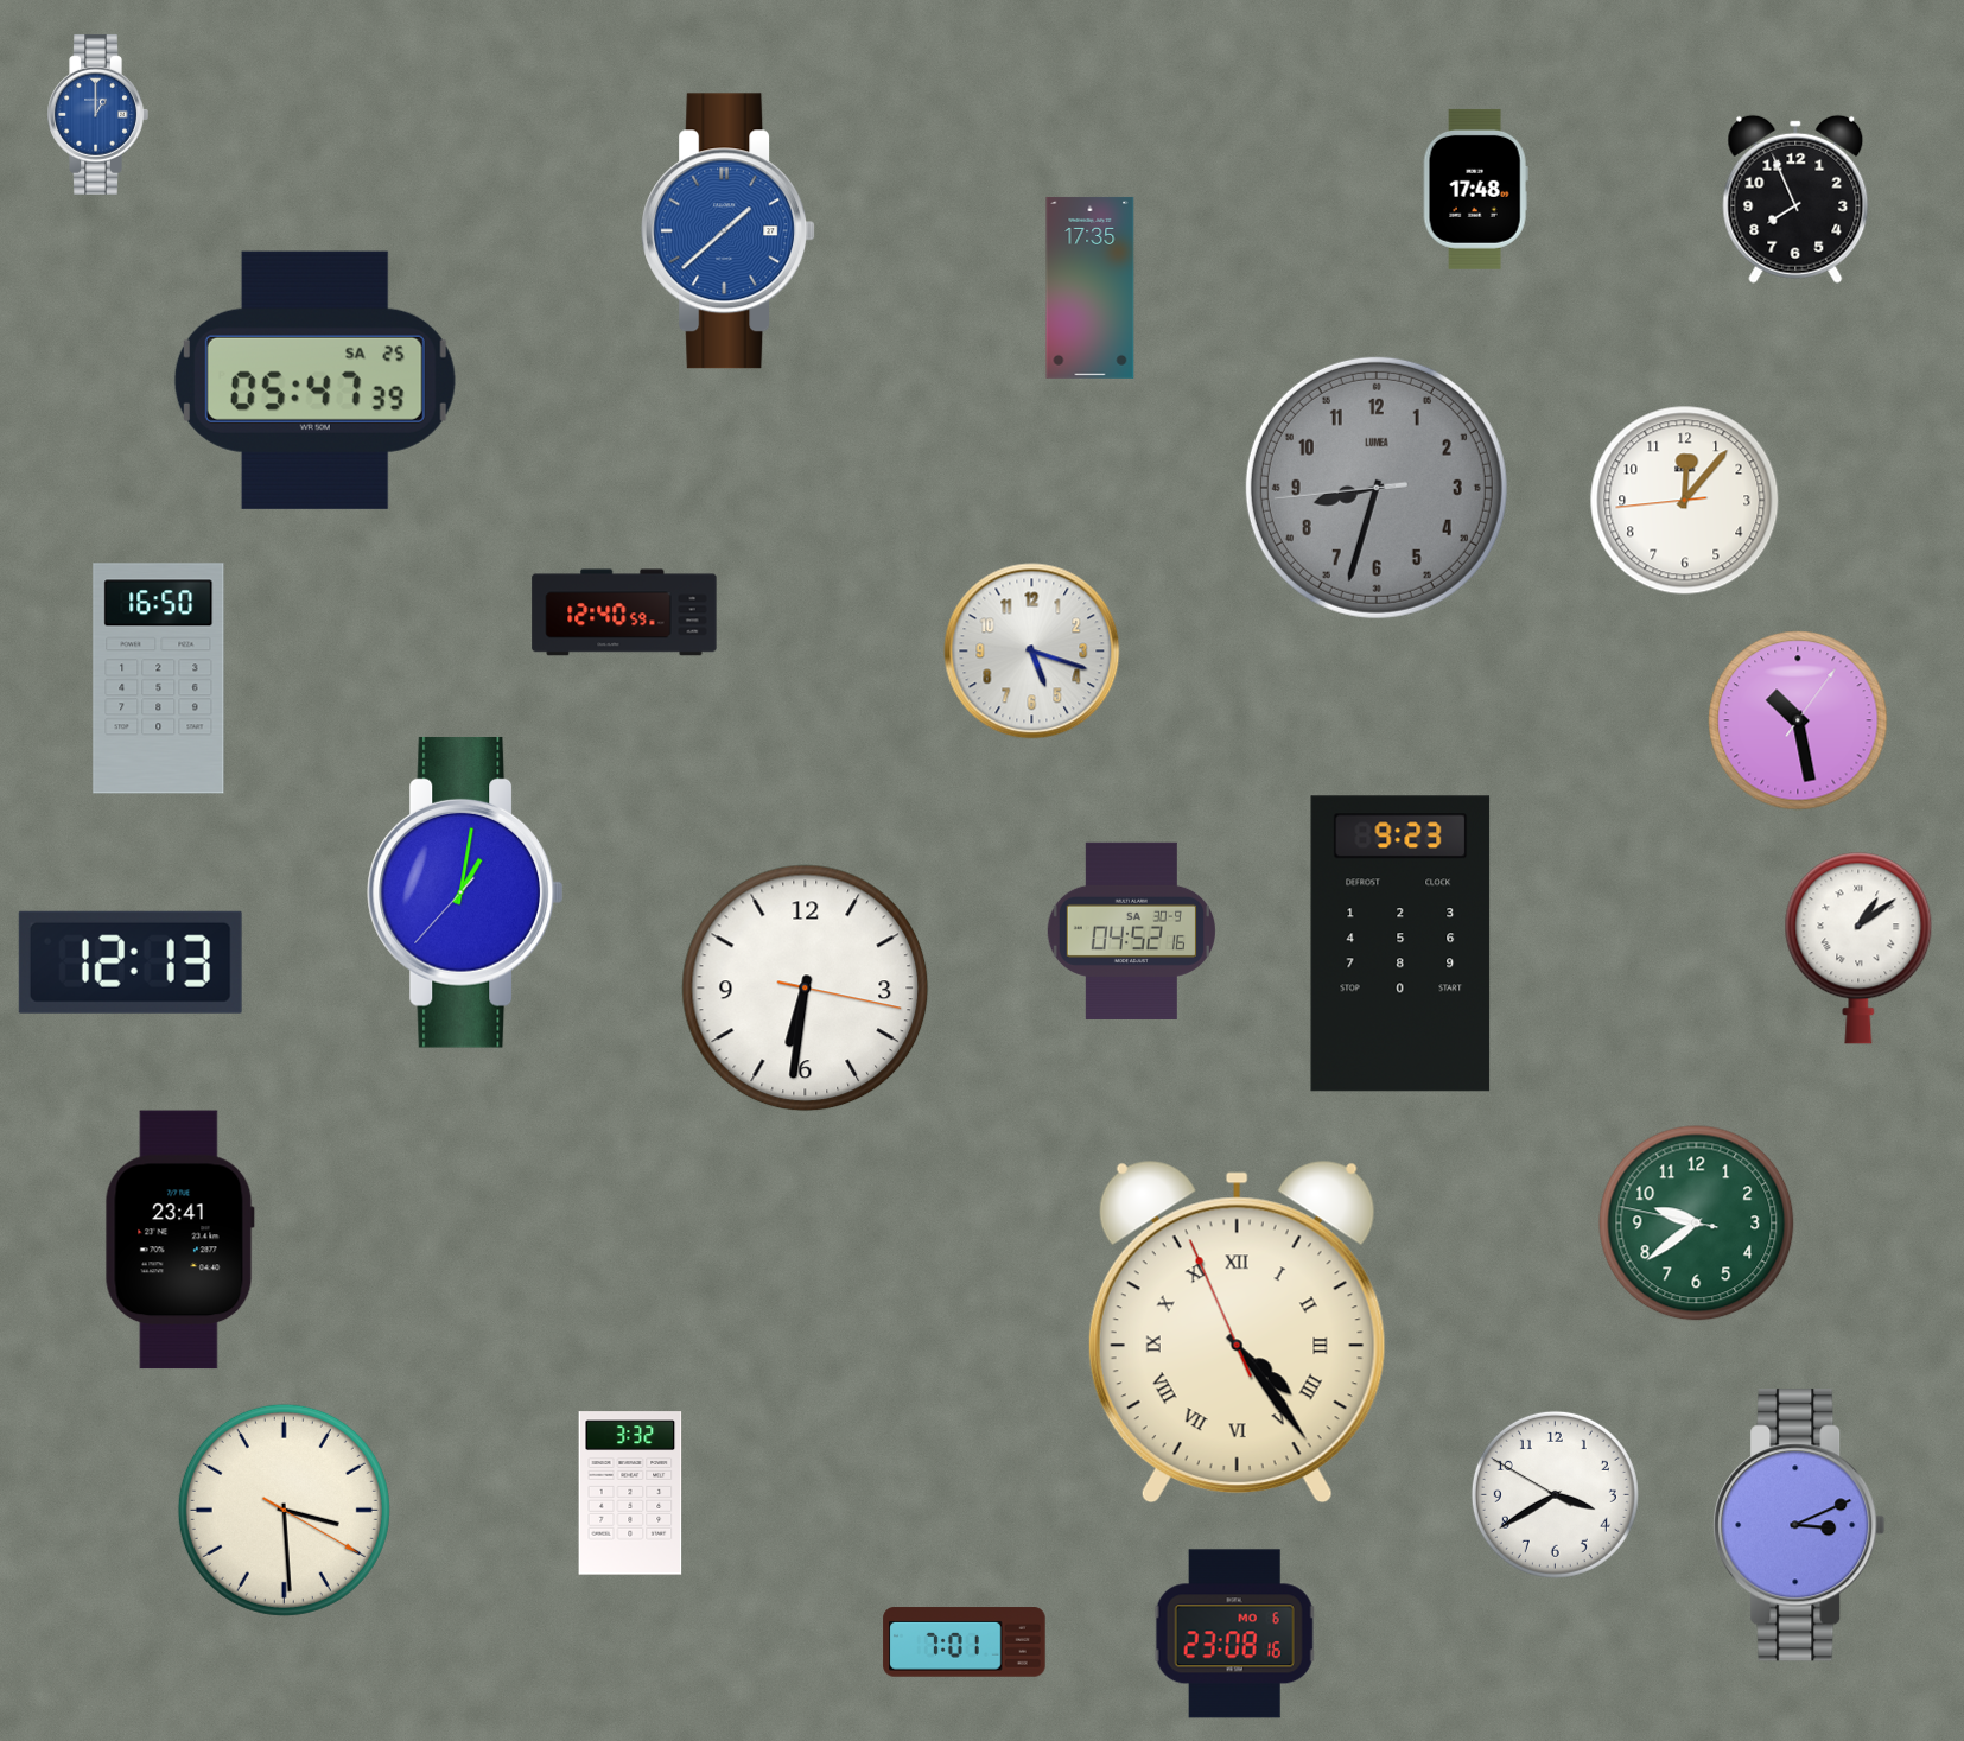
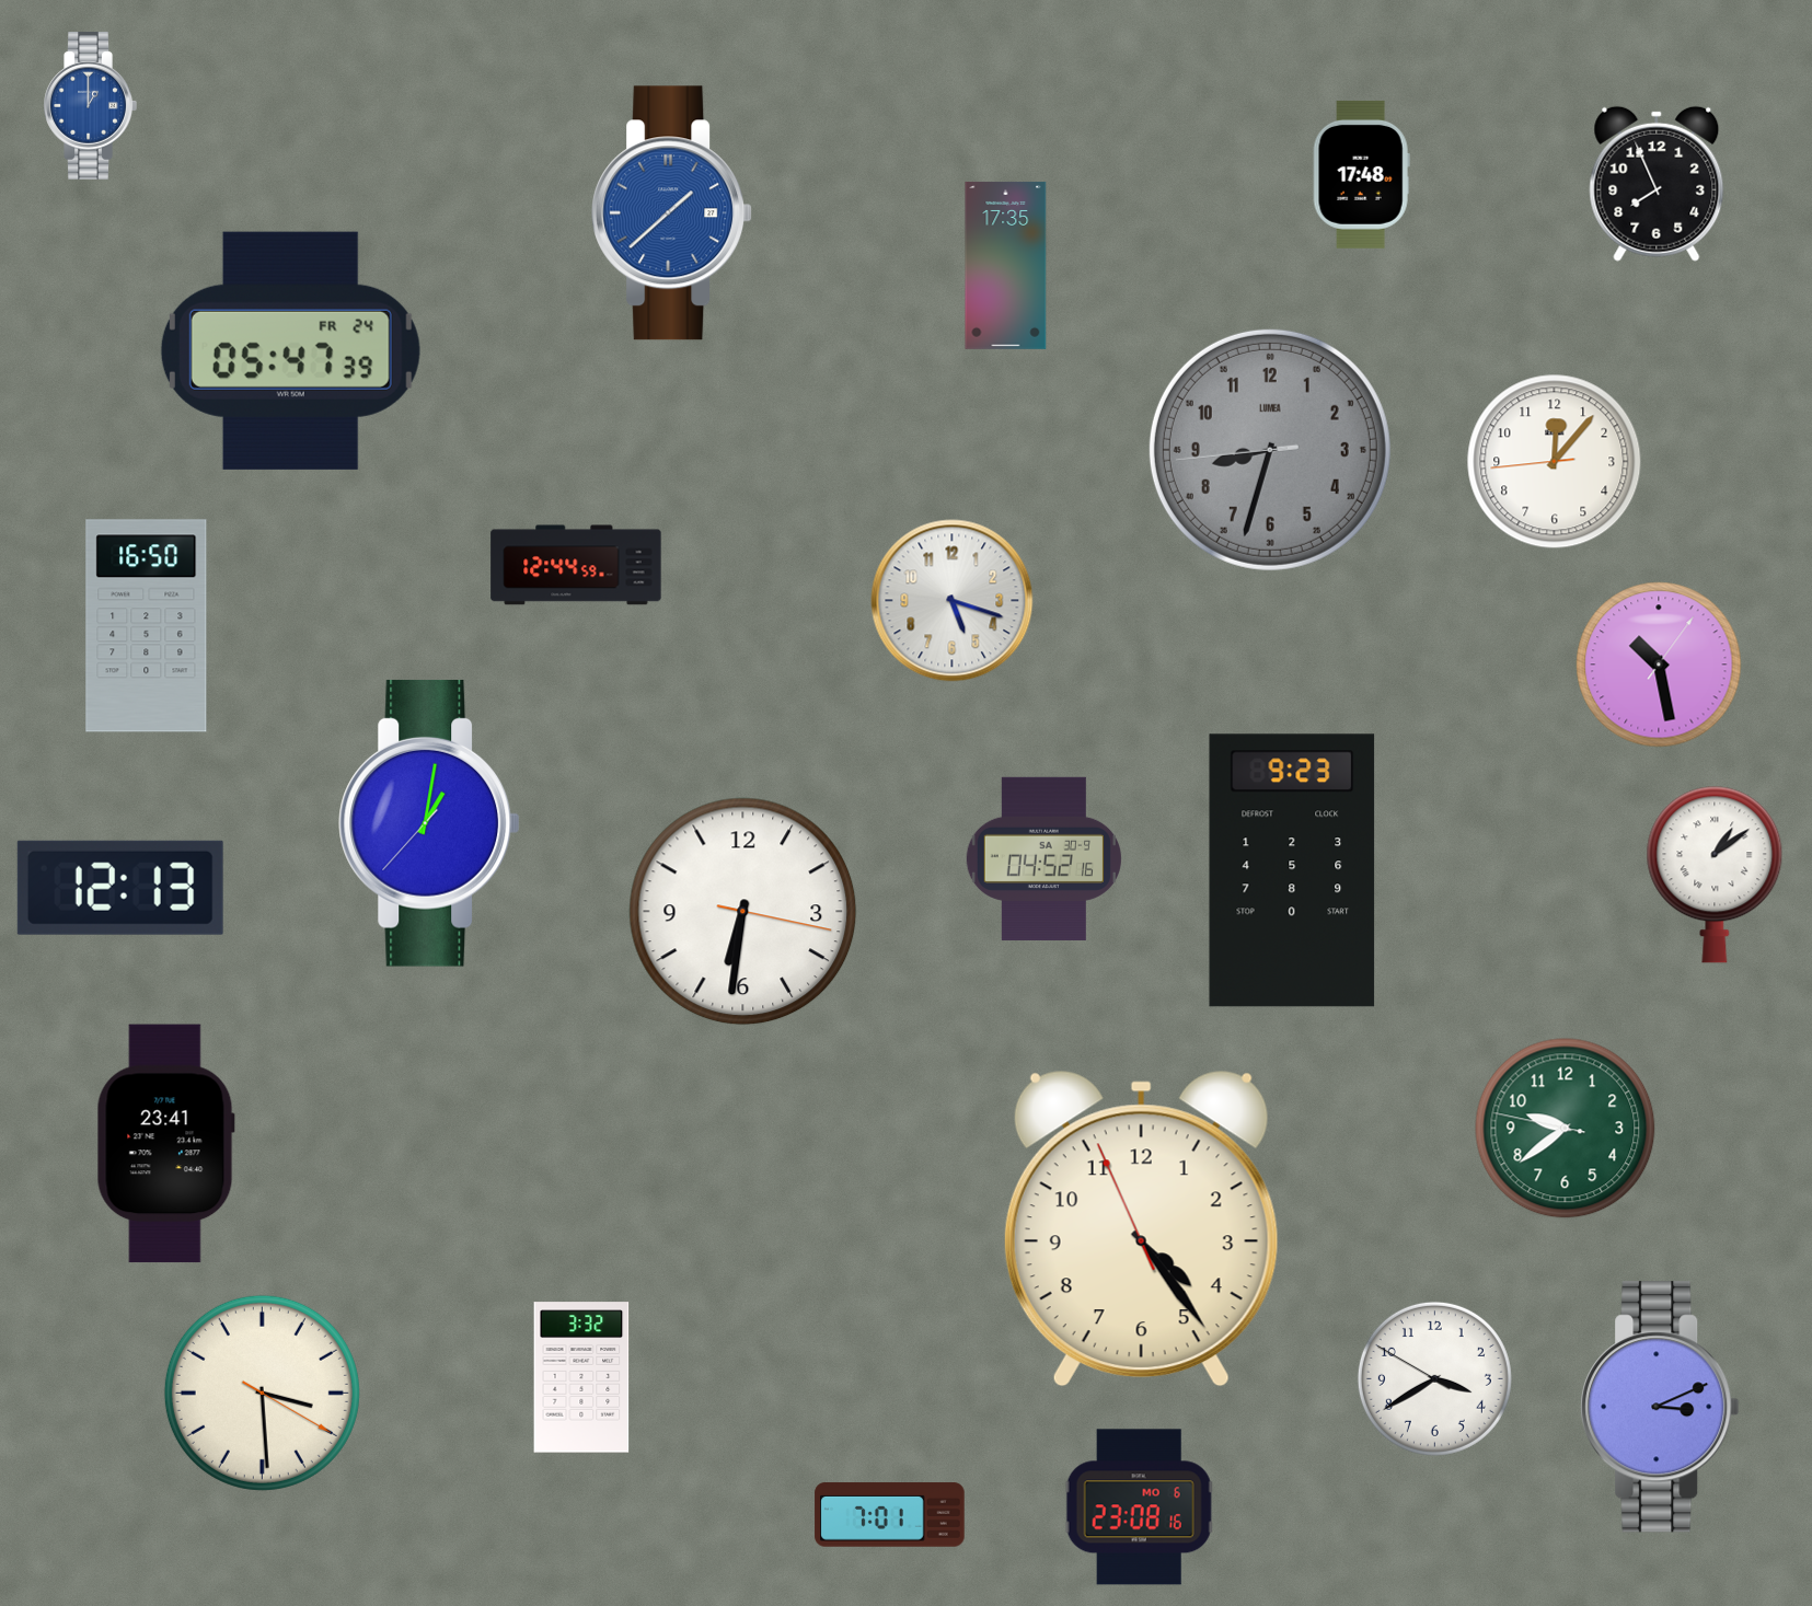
clock at (314, 380) date: SA 25 -> FR 24
clock at (624, 612): 12:40 -> 12:44
clock at (1237, 1332) numerals: Roman -> Arabic
